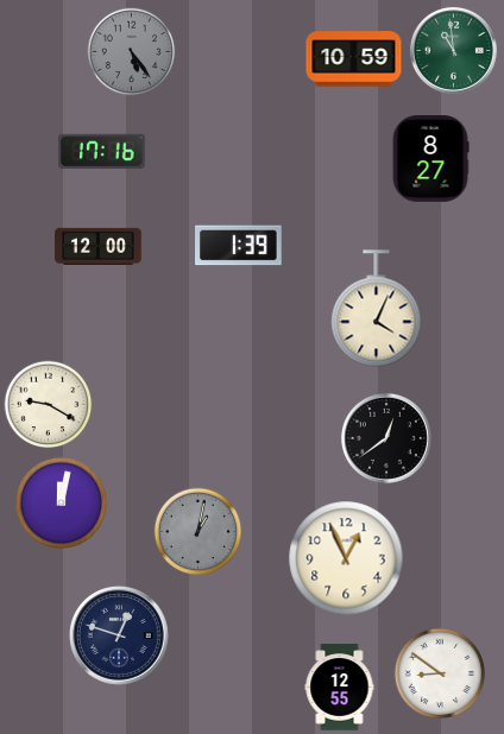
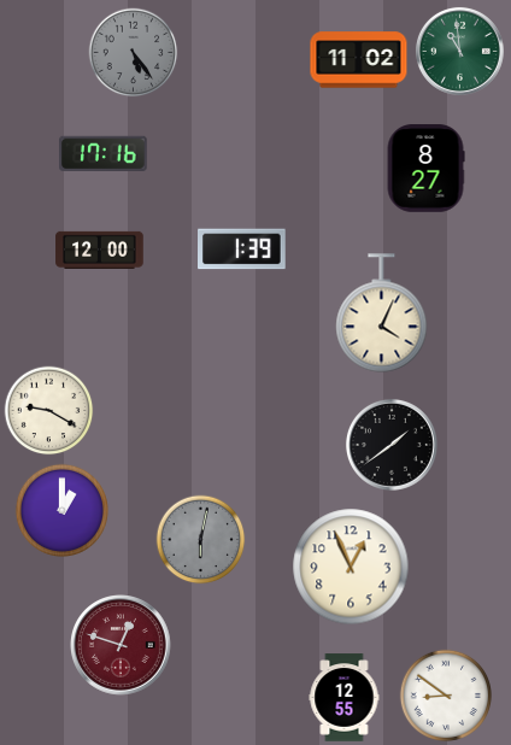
clock at (354, 59): 10:59 -> 11:02
clock at (430, 159) position: (430, 159) -> (425, 169)
clock at (386, 438): 12:39 -> 1:39
clock at (61, 502): 12:02 -> 1:00
clock at (199, 532): 1:02 -> 6:02
clock at (119, 637) dial: navy -> burgundy
clock at (439, 672) position: (439, 672) -> (445, 694)
